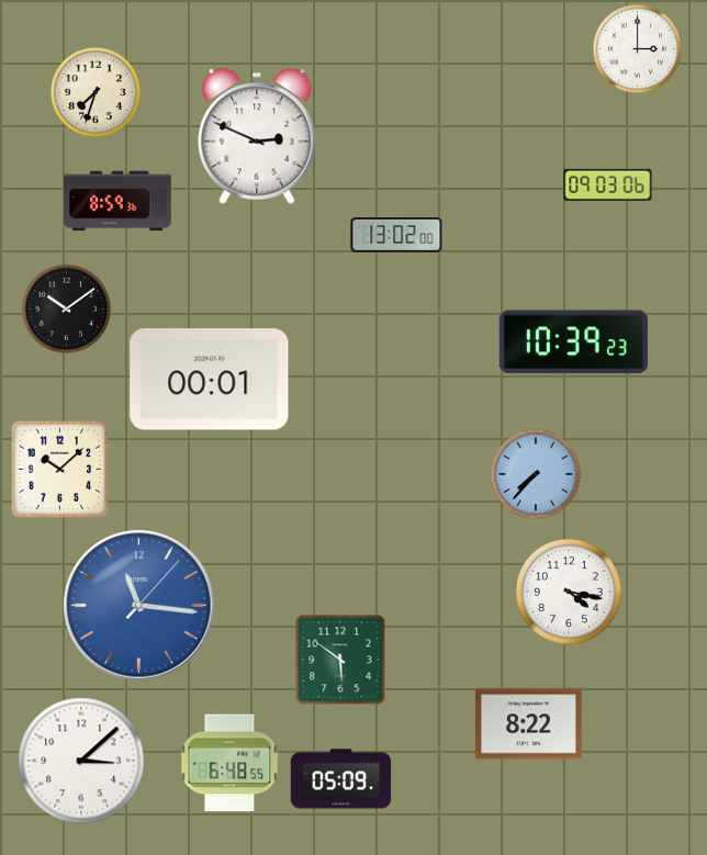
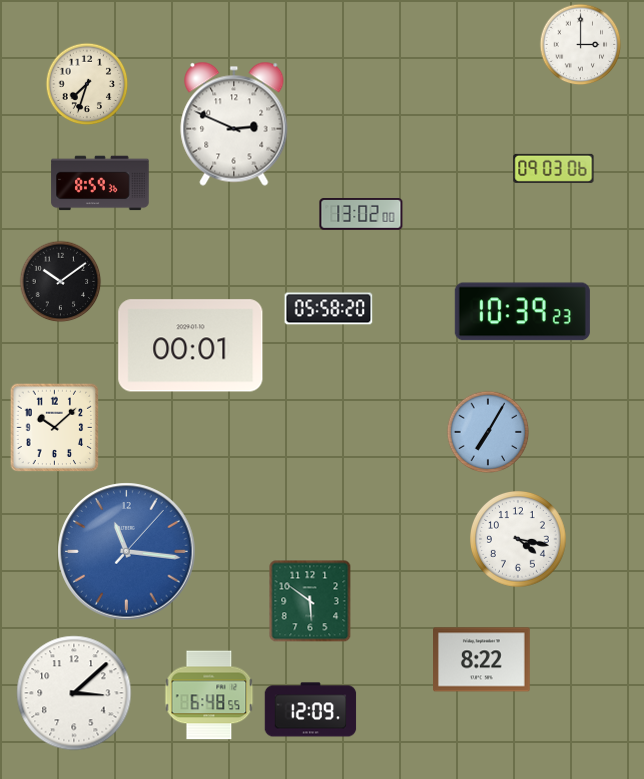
clock at (117, 201) position: (117, 201) -> (100, 183)
clock at (329, 309): none -> 05:58
clock at (536, 474): 7:37 -> 7:05
clock at (341, 779): 05:09 -> 12:09
